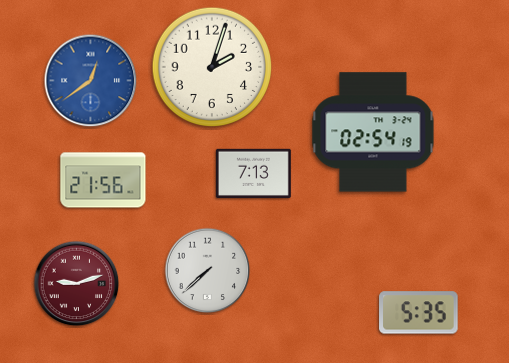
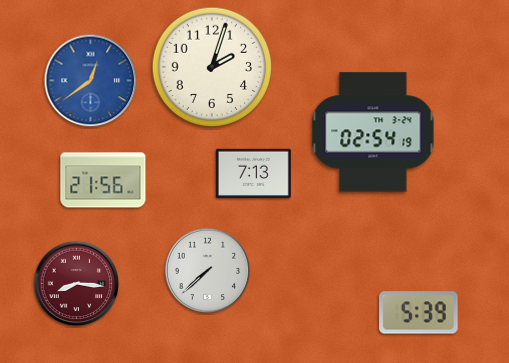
clock at (77, 284): 9:12 -> 8:16
clock at (419, 313): 5:35 -> 5:39
